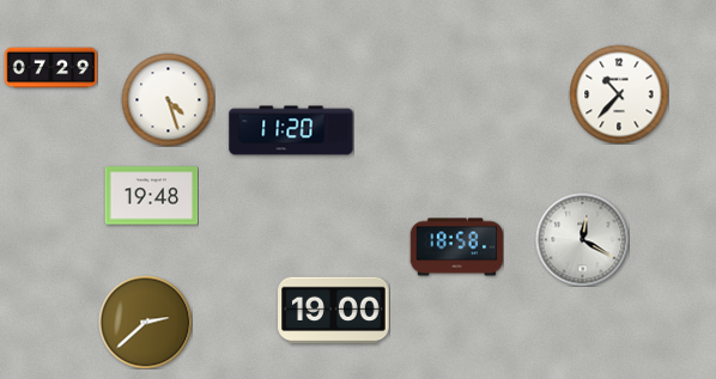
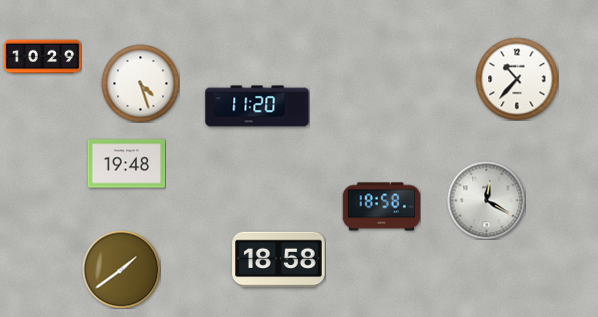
clock at (50, 68): 07:29 -> 10:29
clock at (291, 130) position: (291, 130) -> (257, 106)
clock at (334, 311): 19:00 -> 18:58
clock at (145, 322): 2:38 -> 1:39
